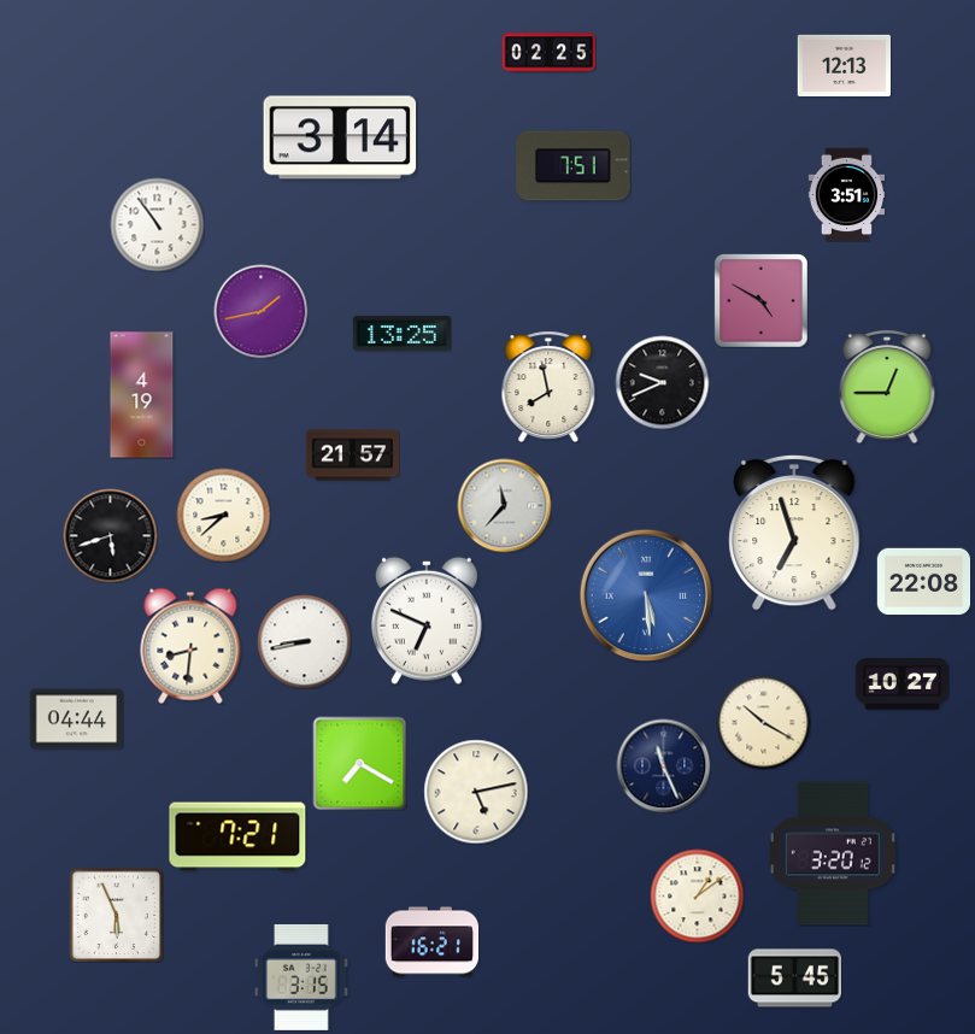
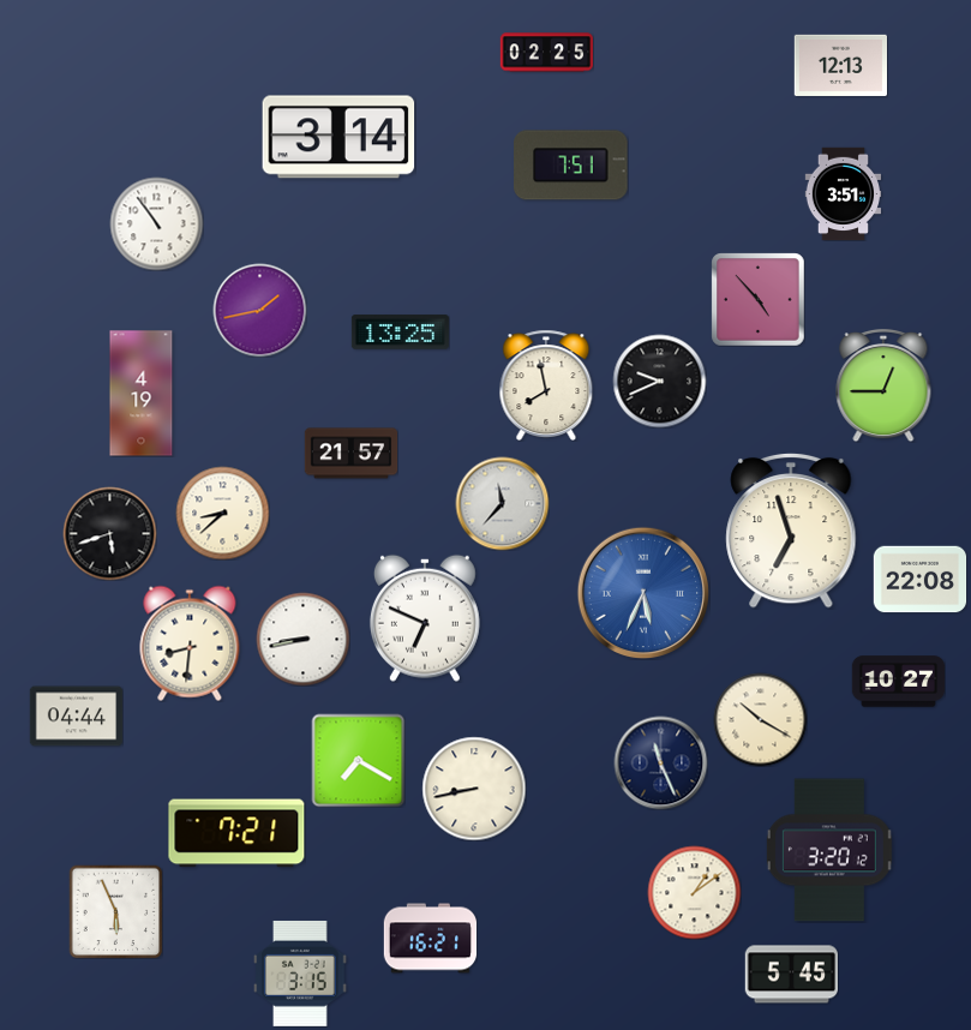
clock at (760, 300): 4:50 -> 4:53
clock at (646, 595): 5:29 -> 5:34
clock at (476, 792): 5:13 -> 8:43
